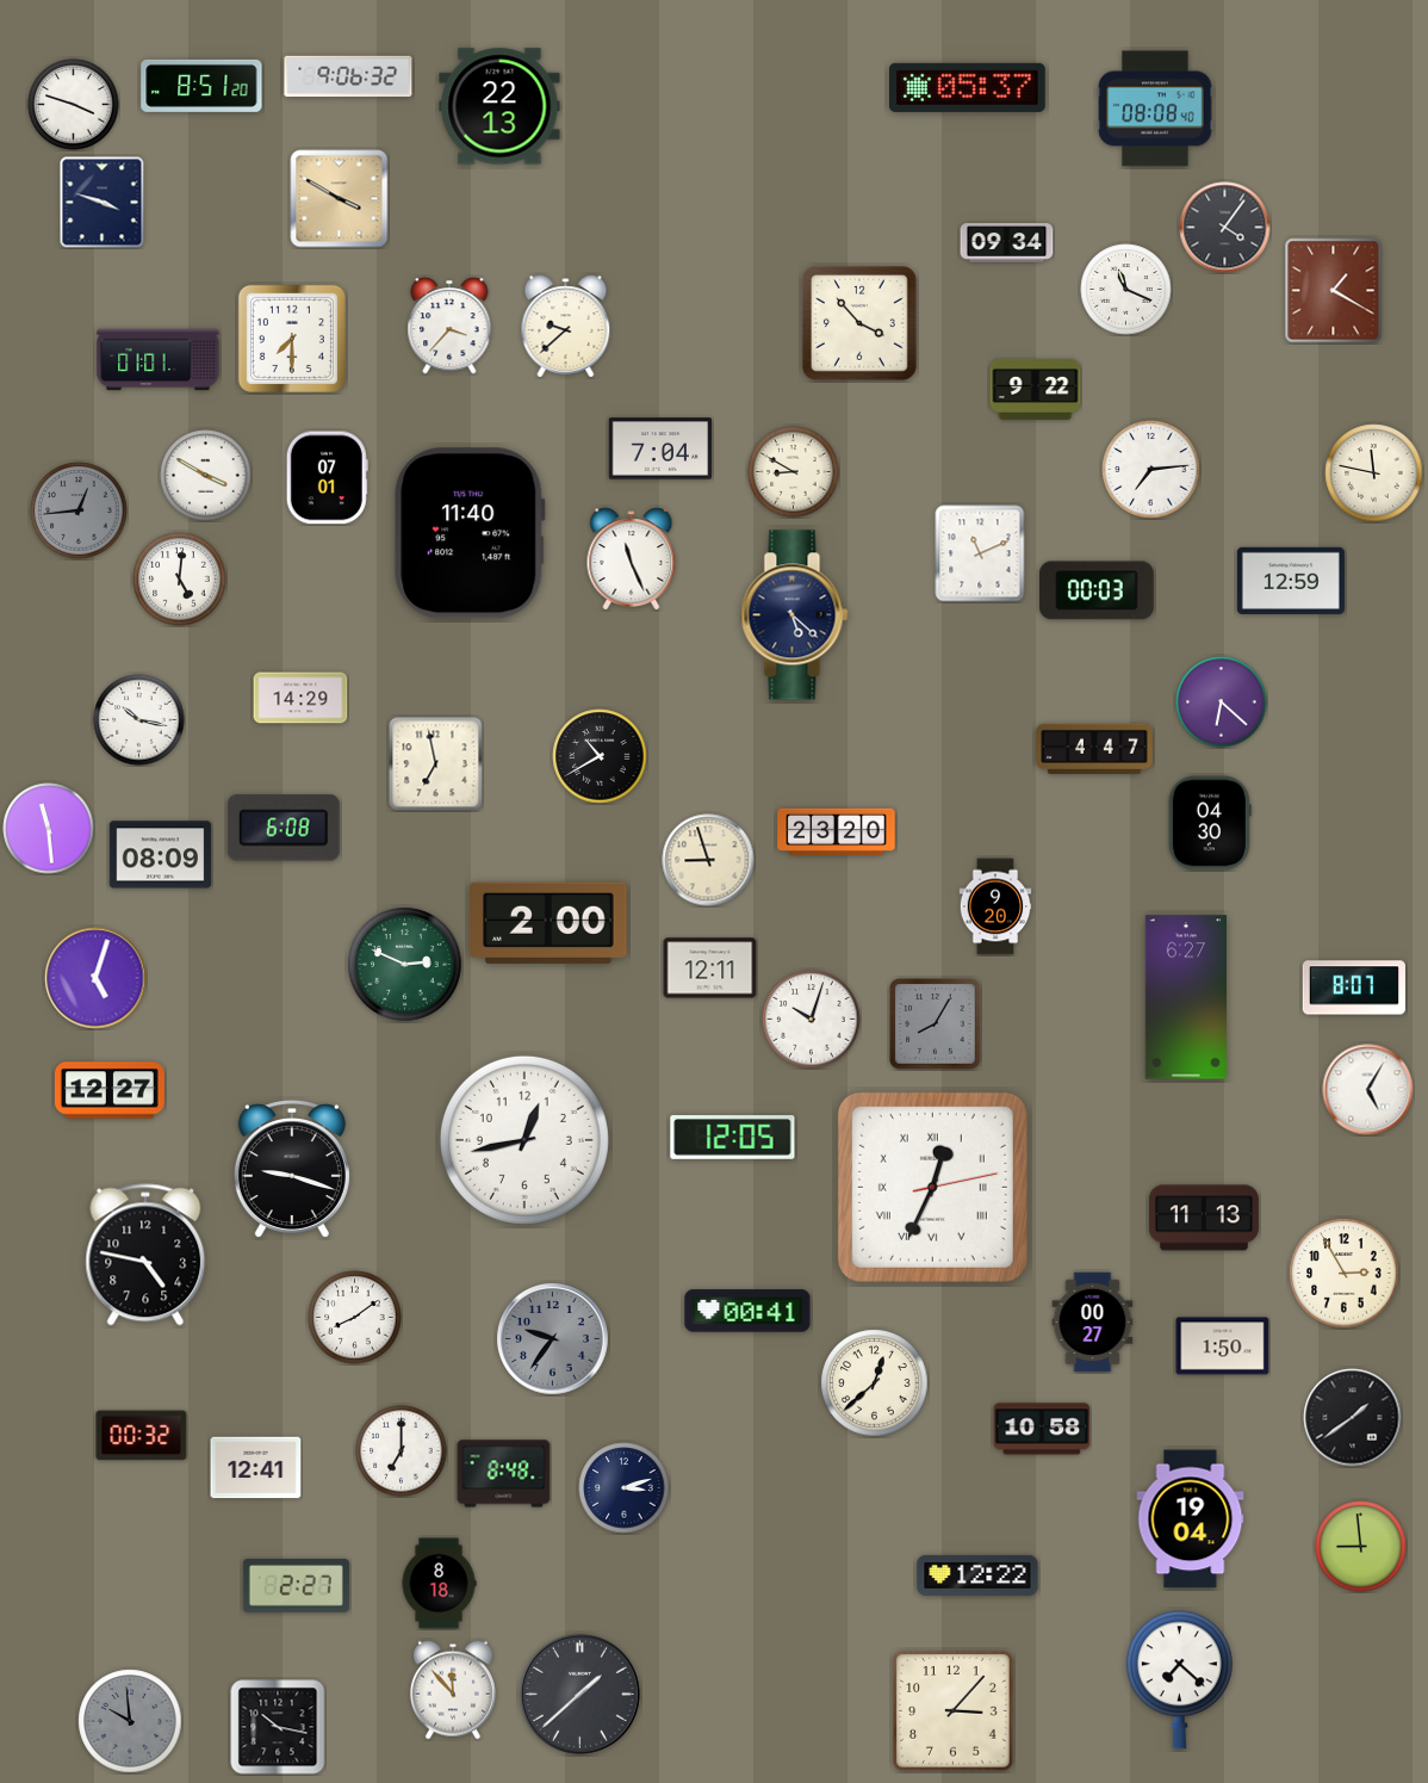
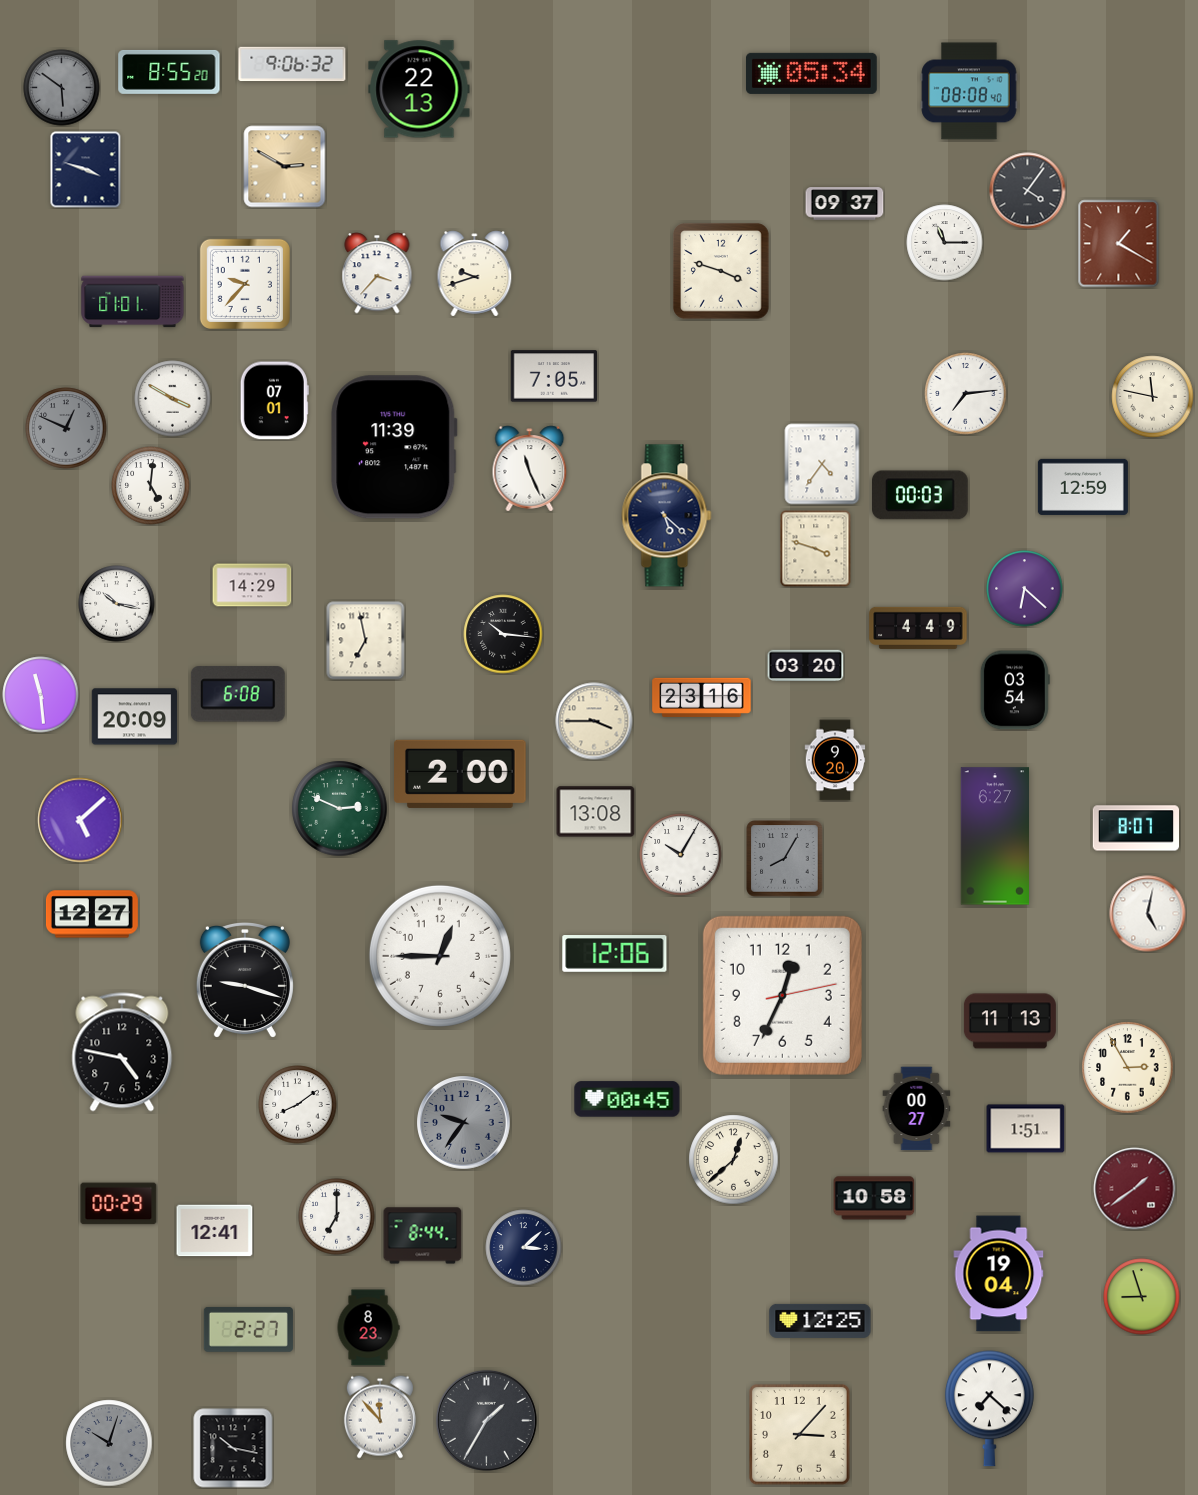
clock at (201, 86): 8:51 -> 8:55
clock at (968, 87): 05:37 -> 05:34
clock at (74, 105): 3:48 -> 5:51
clock at (74, 105) dial: white -> grey
clock at (340, 199): 3:50 -> 2:50
clock at (1007, 243): 09:34 -> 09:37
clock at (1126, 290): 11:19 -> 11:15
clock at (859, 323): 3:53 -> 3:48
clock at (566, 327): 9:38 -> 9:42
clock at (292, 339): 7:30 -> 9:37
clock at (1036, 389): 9:22 -> none
clock at (659, 448): 7:04 -> 7:05
clock at (794, 472): 8:50 -> none
clock at (79, 510): 12:44 -> 12:49
clock at (470, 533): 11:40 -> 11:39
clock at (980, 553): 11:11 -> 4:36
clock at (816, 549): none -> 3:48
clock at (1094, 749): 4:47 -> 4:49
clock at (600, 756): 10:40 -> 10:16
clock at (806, 665): none -> 03:20
clock at (1210, 823): 04:30 -> 03:54
clock at (837, 831): 23:20 -> 23:16
clock at (161, 855): 08:09 -> 20:09
clock at (708, 860): 8:57 -> 3:45
clock at (710, 968): 12:11 -> 13:08
clock at (95, 978): 5:03 -> 5:08
clock at (812, 1020): 10:03 -> 10:05
clock at (1368, 1090): 5:05 -> 5:02
clock at (733, 1138): 12:05 -> 12:06
clock at (524, 1140): 12:43 -> 12:45
clock at (932, 1187) numerals: Roman -> Arabic
clock at (747, 1311): 00:41 -> 00:45
clock at (1223, 1346): 1:50 -> 1:51
clock at (1353, 1418) dial: black -> burgundy
clock at (142, 1436): 00:32 -> 00:29
clock at (504, 1474): 8:48 -> 8:44
clock at (625, 1488): 3:12 -> 3:08
clock at (1361, 1547): 8:59 -> 8:57
clock at (977, 1575): 12:22 -> 12:25
clock at (439, 1584): 8:18 -> 8:23
clock at (579, 1694): 1:38 -> 1:35
clock at (130, 1721): 9:59 -> 10:03
